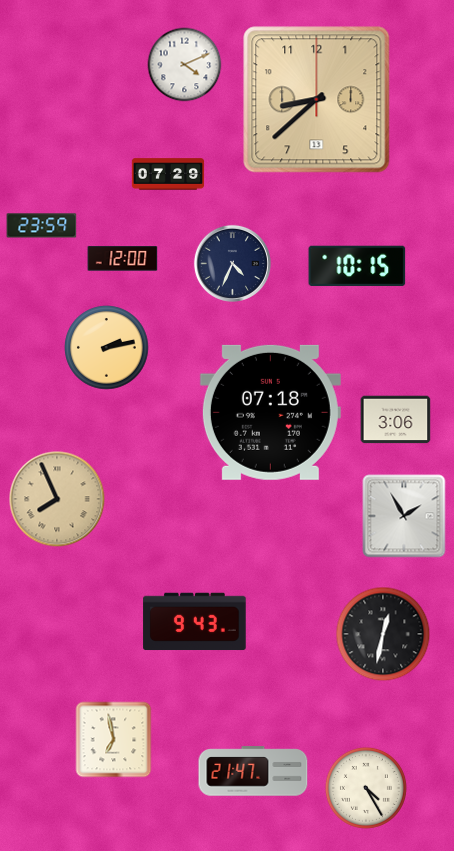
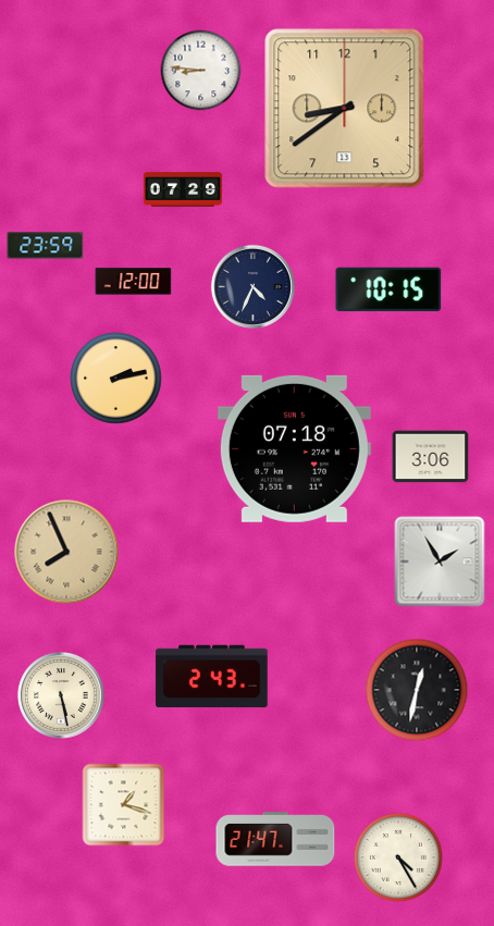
clock at (185, 65): 4:11 -> 8:46
clock at (317, 100): 8:38 -> 8:39
clock at (57, 499) position: (57, 499) -> (66, 552)
clock at (195, 622): 9:43 -> 2:43
clock at (61, 695): none -> 5:28
clock at (114, 740): 6:58 -> 1:18
